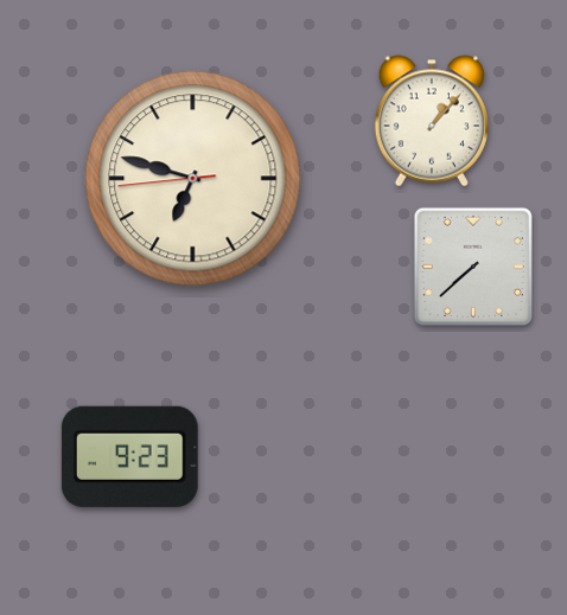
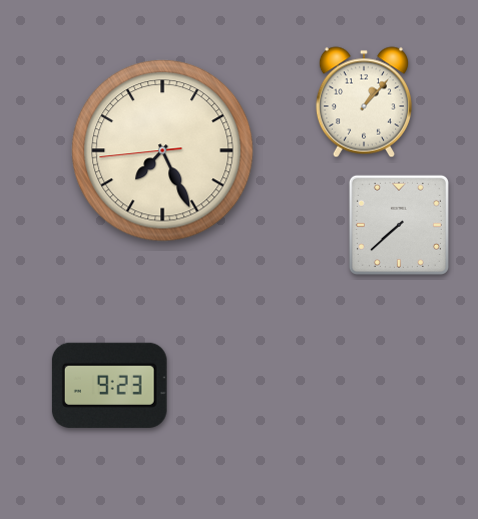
clock at (193, 179): 6:47 -> 7:25
